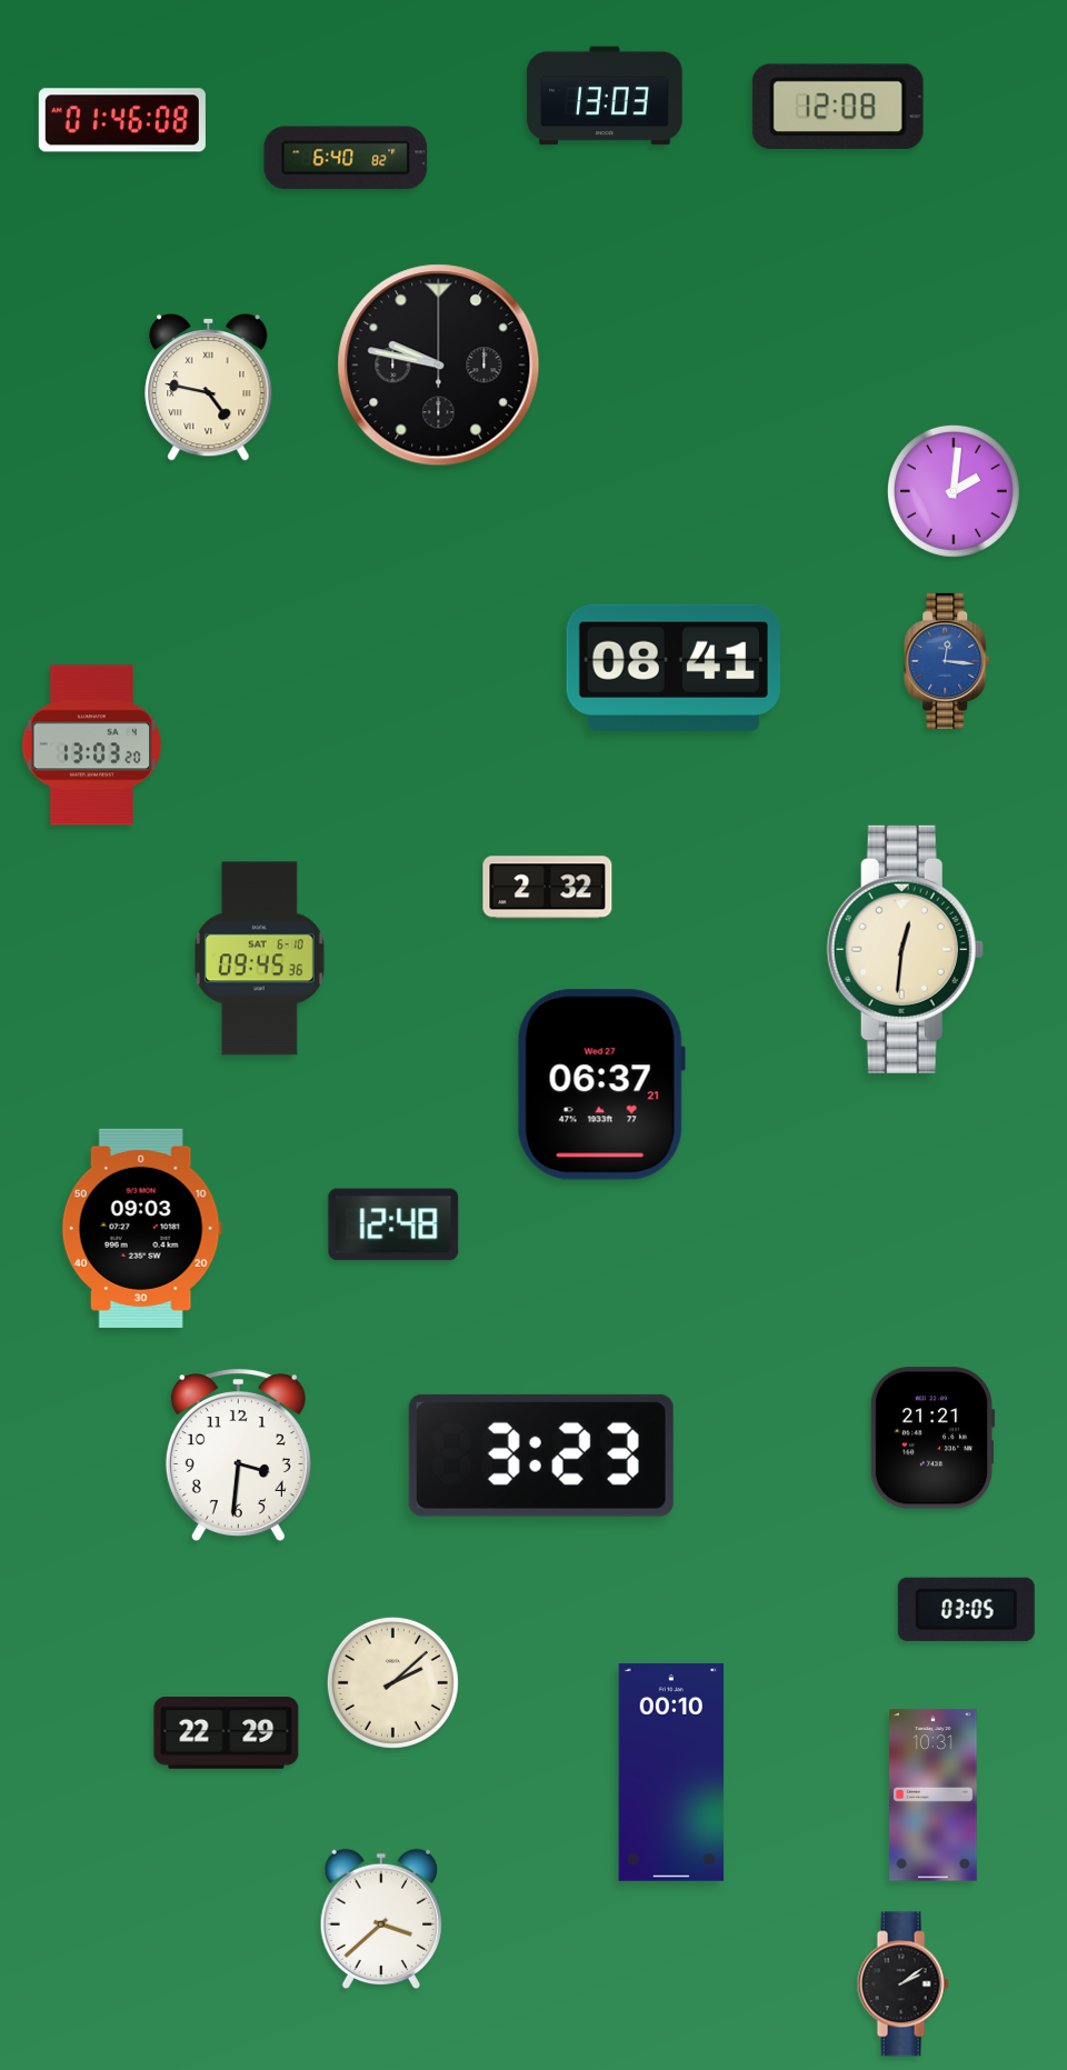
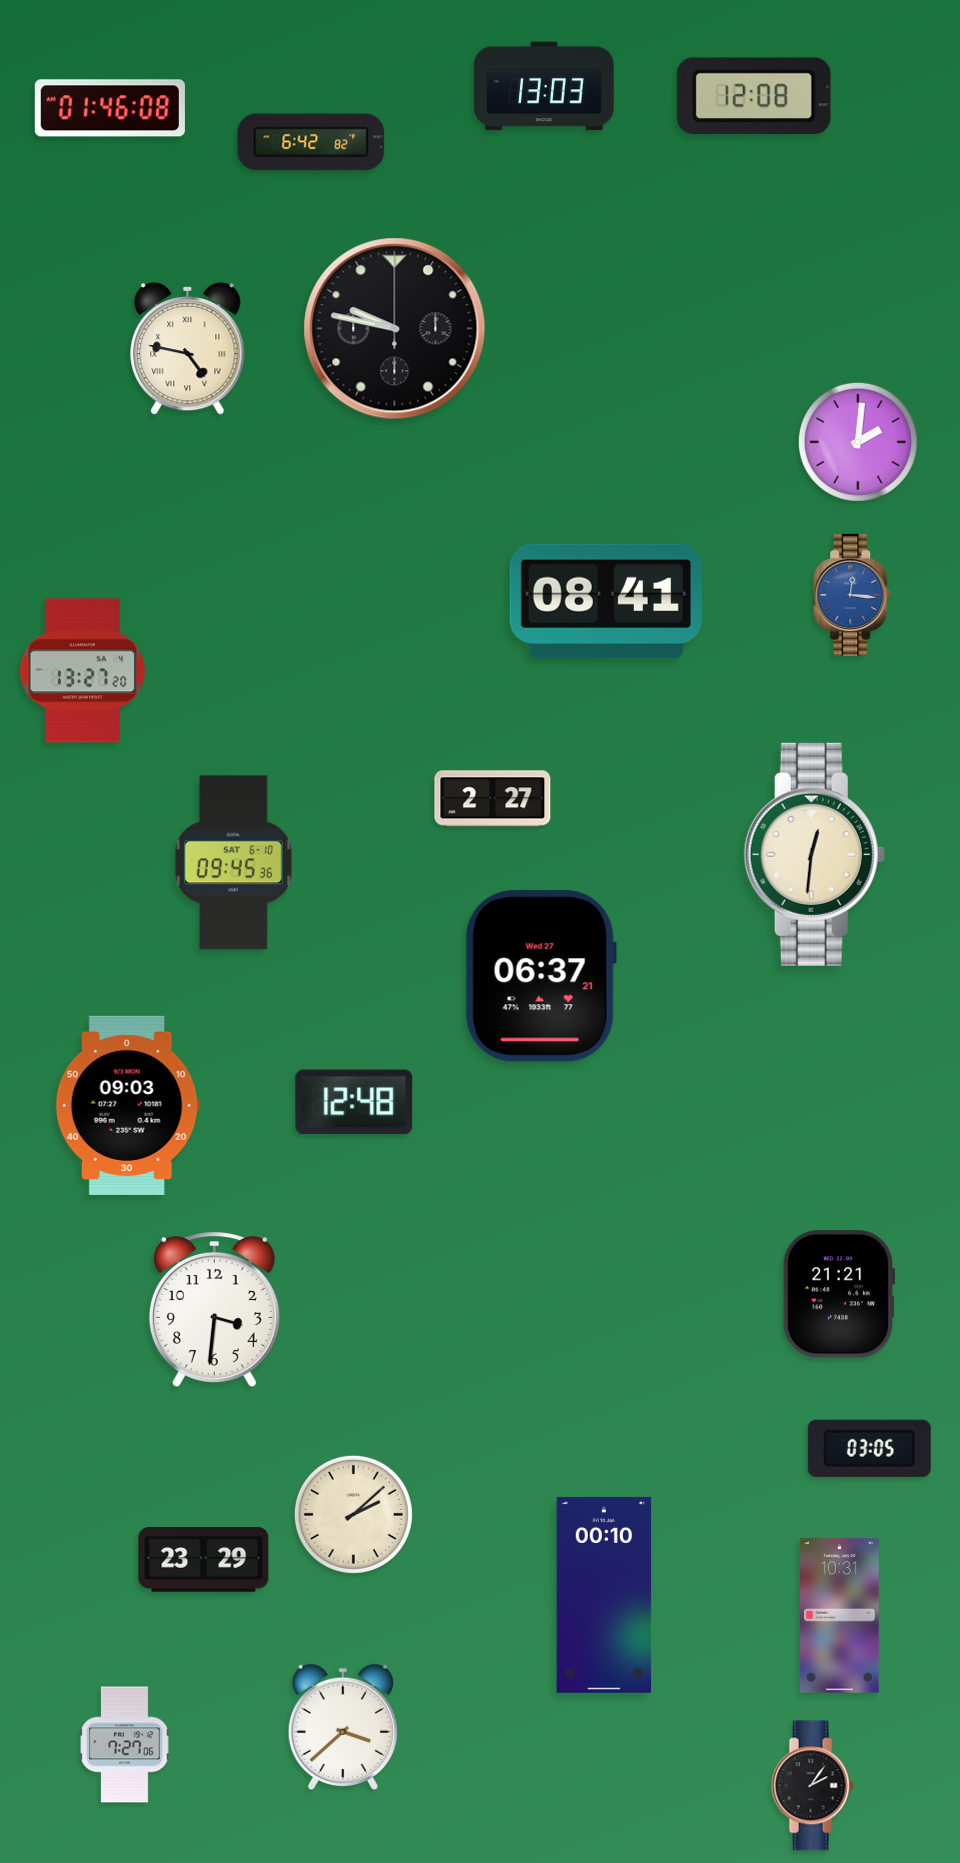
clock at (346, 158): 6:40 -> 6:42
clock at (92, 746): 13:03 -> 13:27
clock at (548, 888): 2:32 -> 2:27
clock at (541, 1456): 3:23 -> none
clock at (227, 1733): 22:29 -> 23:29
clock at (125, 1745): none -> 7:27
clock at (903, 1984): 2:09 -> 2:06
